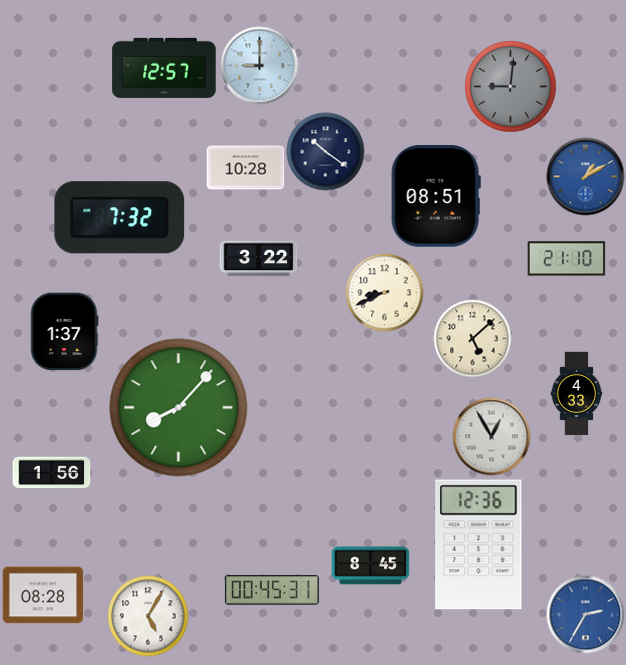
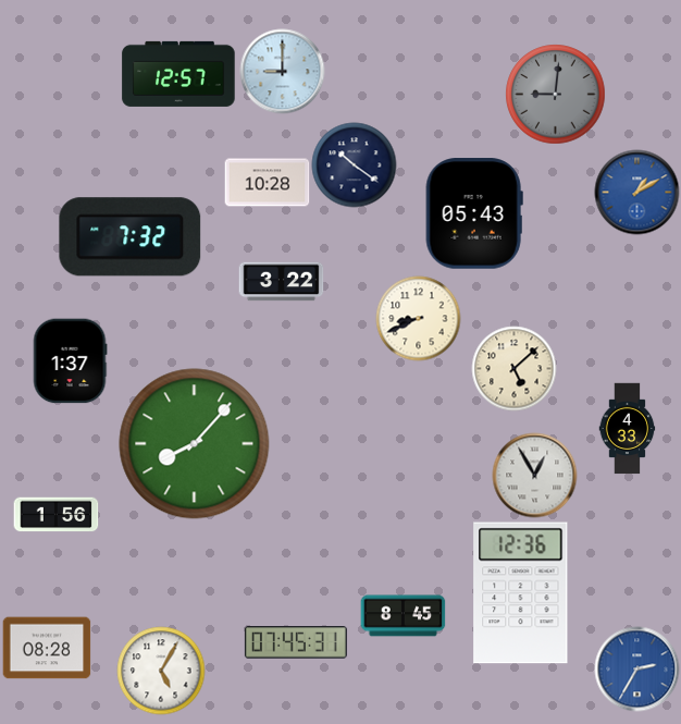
clock at (436, 196): 08:51 -> 05:43
clock at (566, 259): 21:10 -> none
clock at (272, 590): 00:45 -> 07:45
